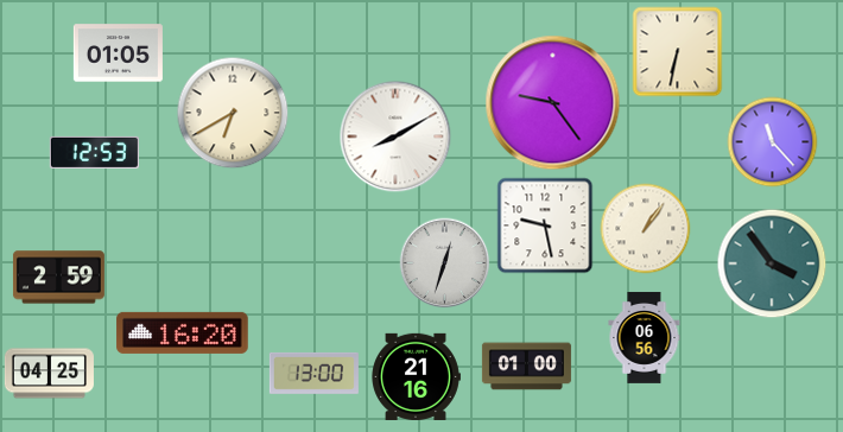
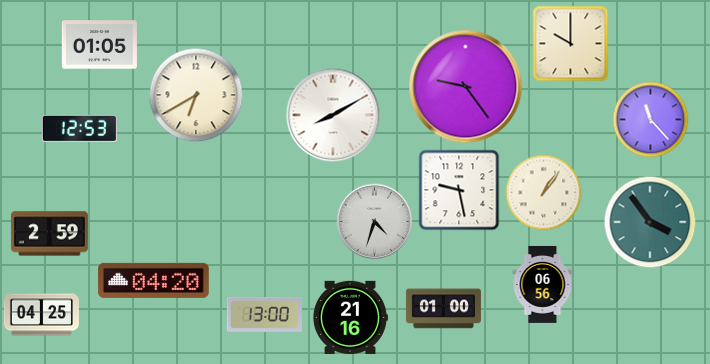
clock at (678, 52): 6:32 -> 10:00
clock at (445, 263): 12:33 -> 4:33
clock at (183, 332): 16:20 -> 04:20
